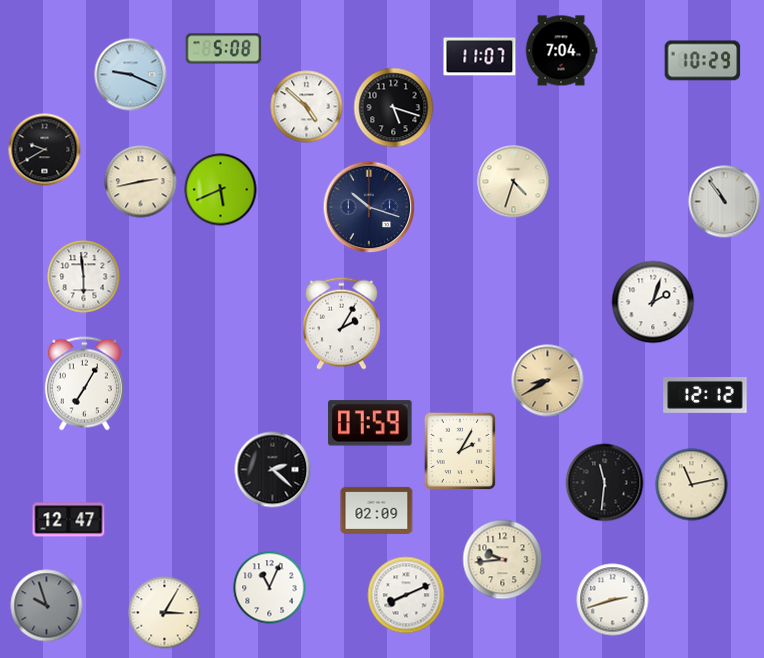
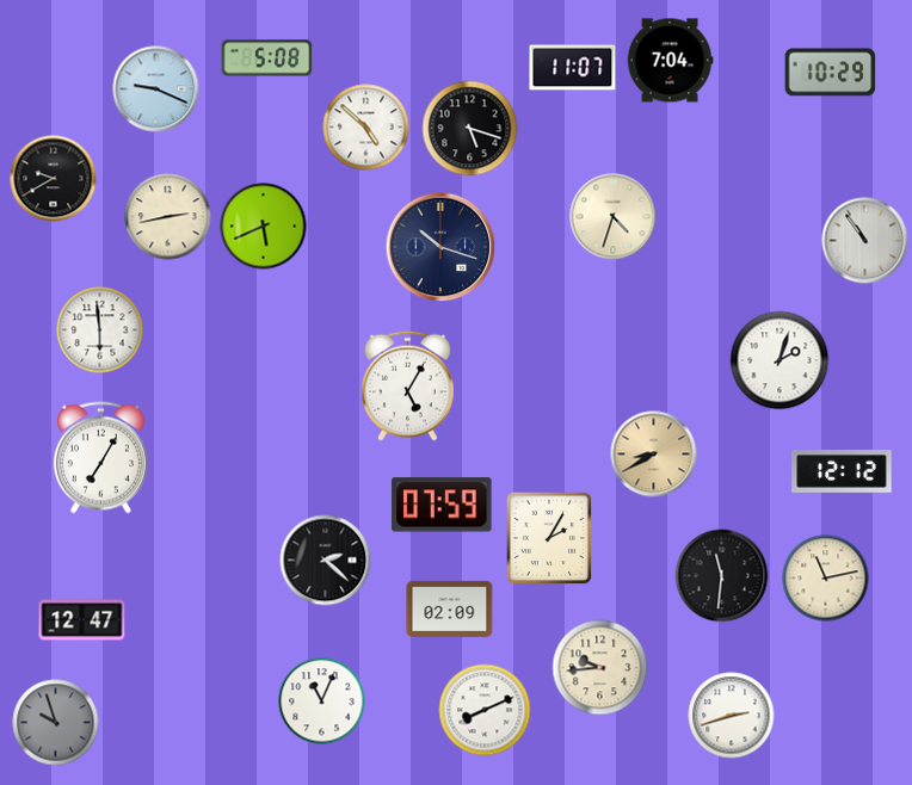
clock at (703, 61) position: (703, 61) -> (831, 73)
clock at (342, 323): 2:05 -> 5:05
clock at (165, 613): 3:05 -> none
